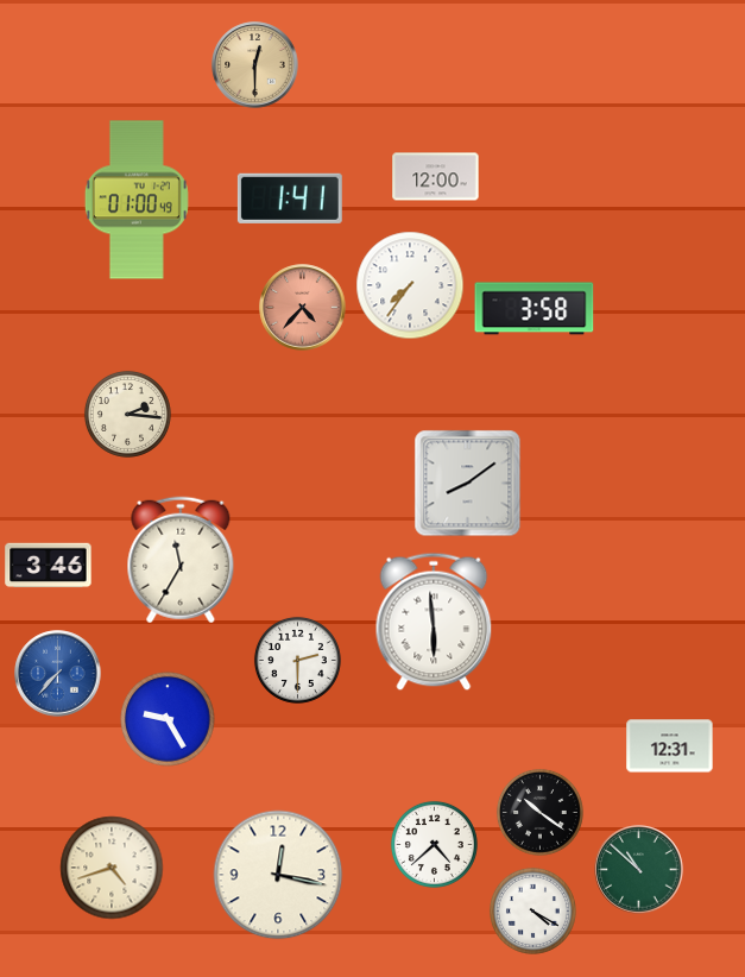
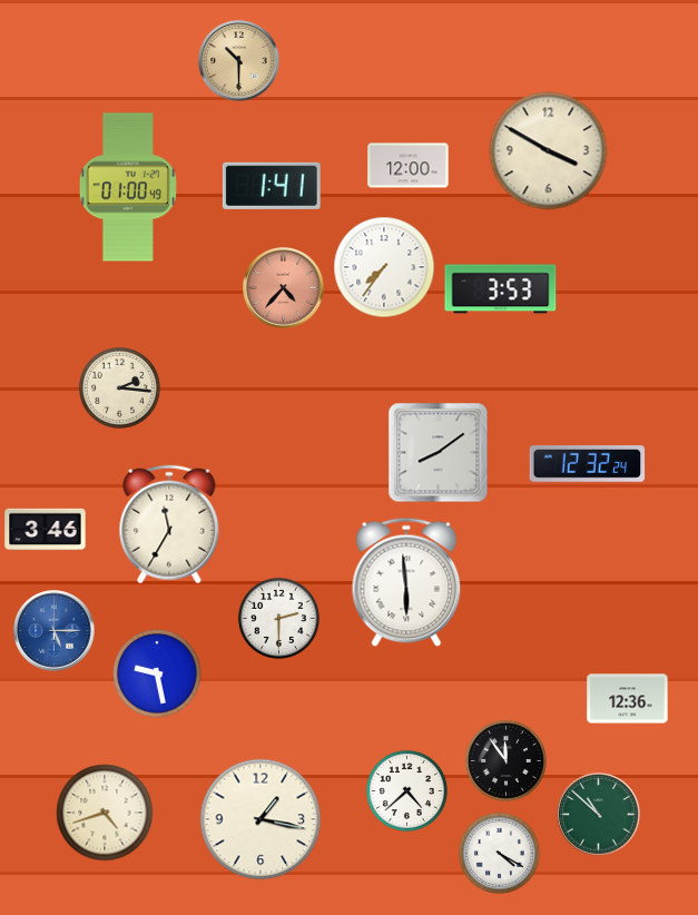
clock at (255, 65): 12:30 -> 10:30
clock at (549, 151): none -> 3:50
clock at (535, 309): 3:58 -> 3:53
clock at (588, 464): none -> 12:32
clock at (58, 674): 7:37 -> 5:15
clock at (168, 719): 9:25 -> 9:28
clock at (670, 746): 12:31 -> 12:36
clock at (539, 812): 10:21 -> 11:54
clock at (278, 875): 12:17 -> 1:17
